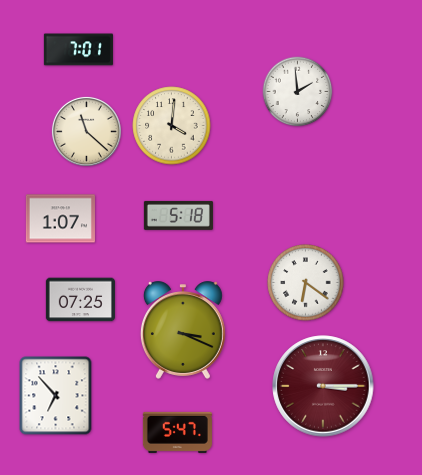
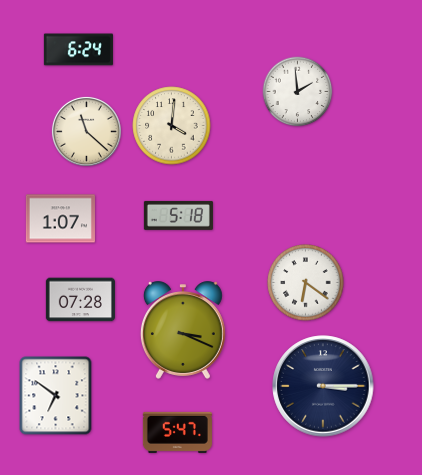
clock at (78, 50): 7:01 -> 6:24
clock at (80, 300): 07:25 -> 07:28
clock at (323, 386) dial: burgundy -> navy
clock at (56, 396): 6:53 -> 6:51
